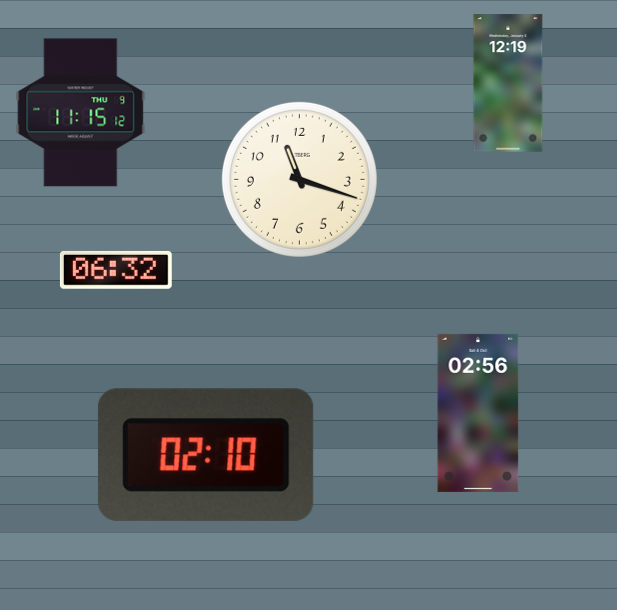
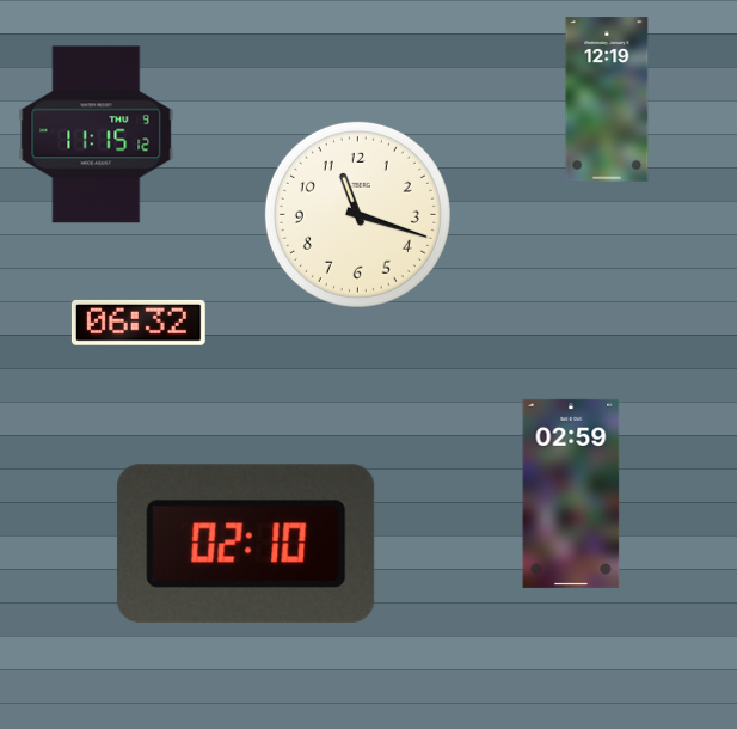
clock at (478, 413): 02:56 -> 02:59
